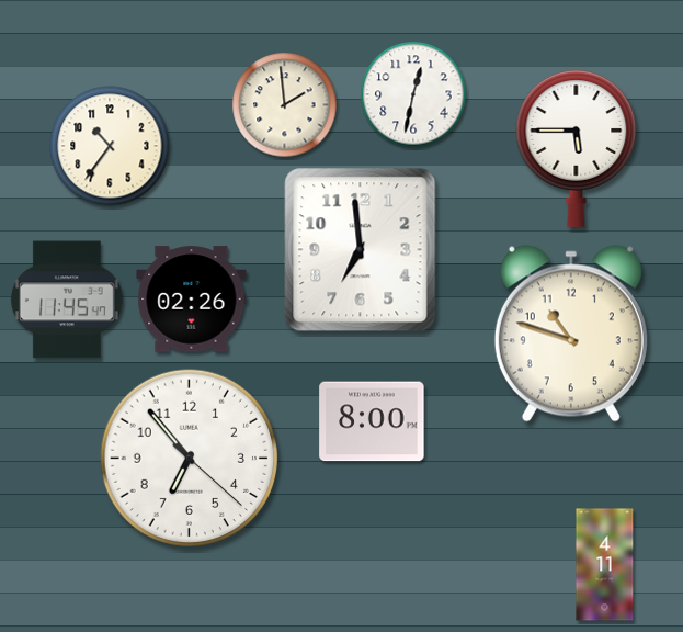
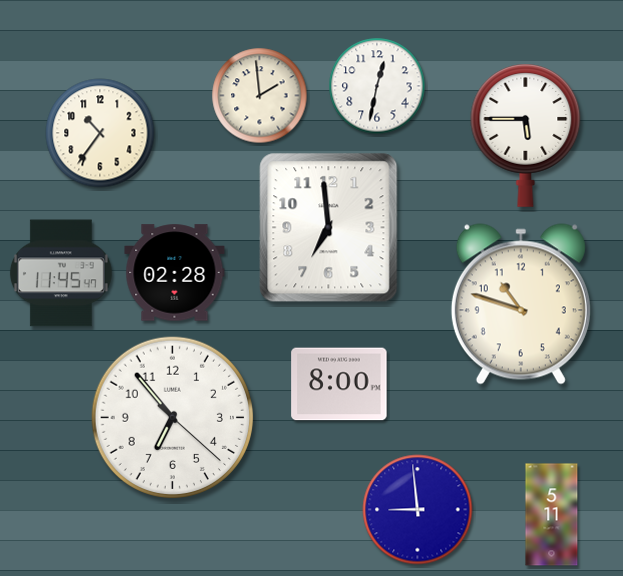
clock at (192, 300): 02:26 -> 02:28
clock at (418, 510): none -> 8:59
clock at (605, 565): 4:11 -> 5:11
